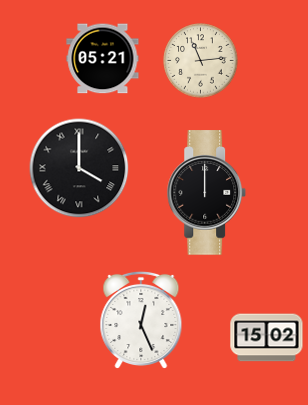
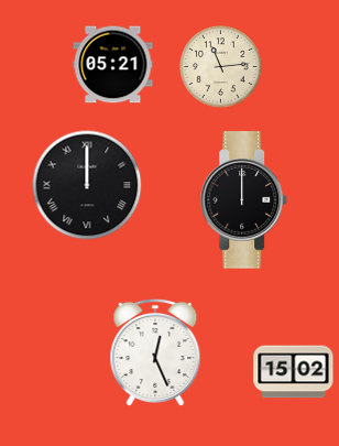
clock at (79, 168): 4:00 -> 12:00
clock at (207, 193) position: (207, 193) -> (244, 200)
